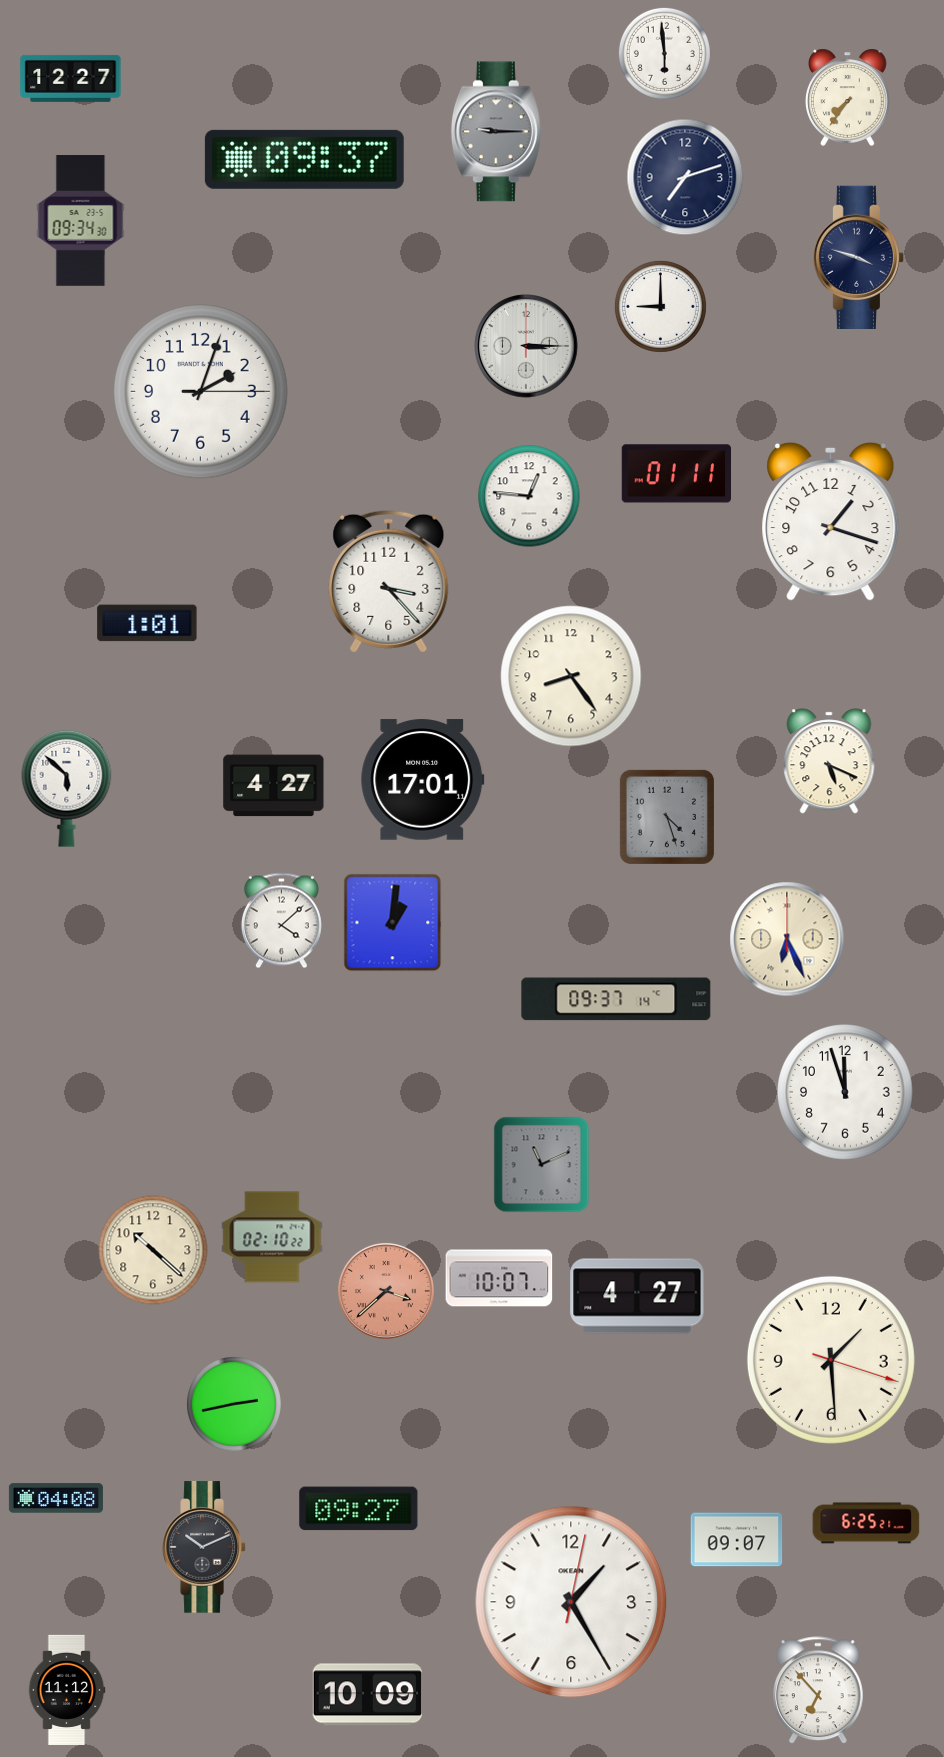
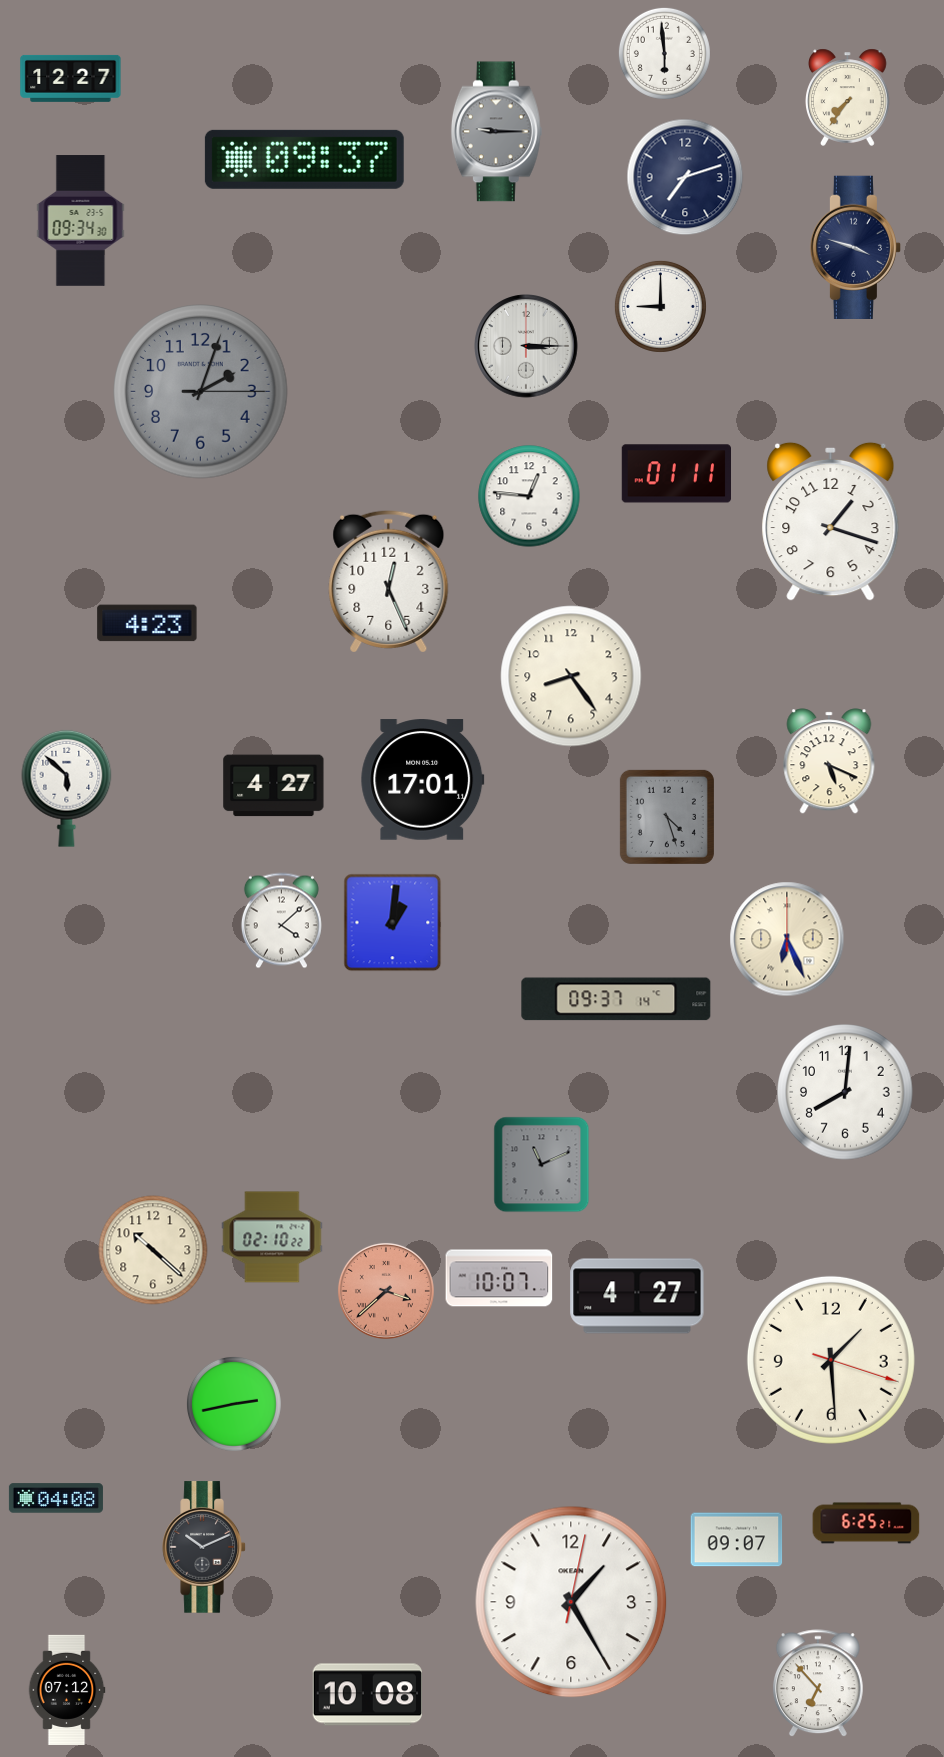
clock at (858, 257) position: (858, 257) -> (855, 247)
clock at (201, 392) dial: white -> grey
clock at (389, 581): 3:23 -> 12:26
clock at (147, 623): 1:01 -> 4:23
clock at (845, 1092): 11:57 -> 8:01
clock at (359, 1509): 09:27 -> none
clock at (67, 1690): 11:12 -> 07:12
clock at (818, 1691) position: (818, 1691) -> (818, 1684)
clock at (367, 1695): 10:09 -> 10:08
